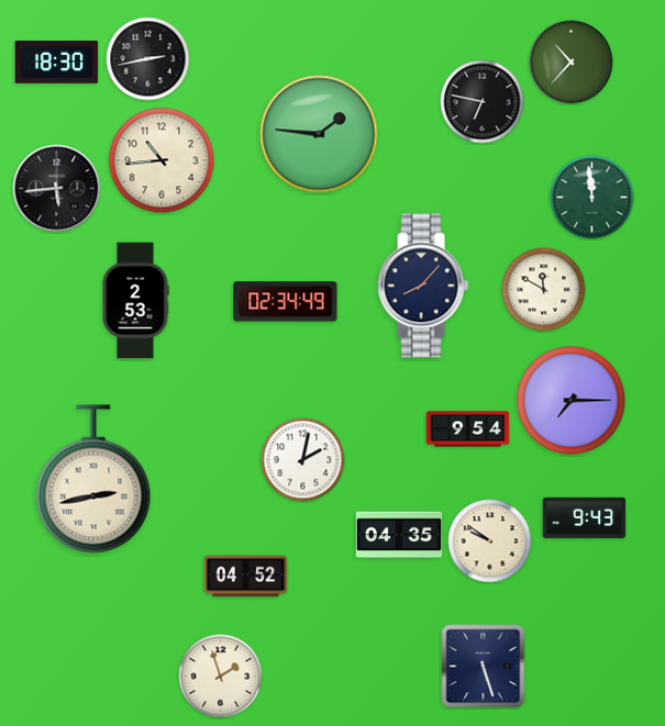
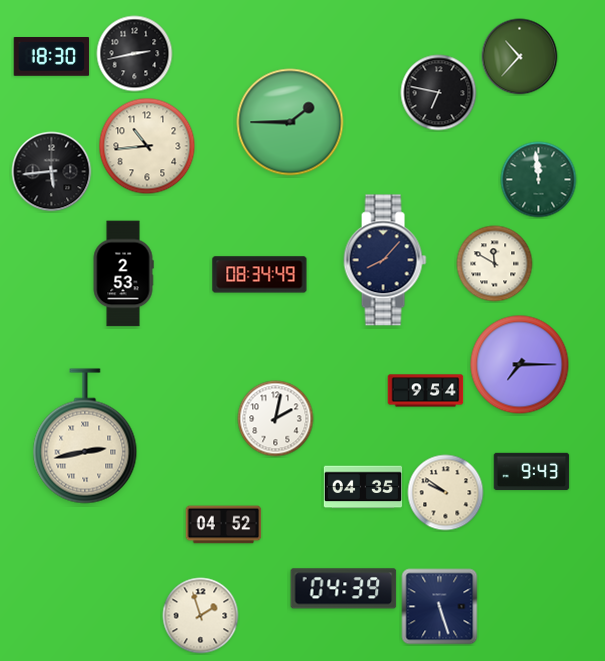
clock at (319, 134): 1:46 -> 1:45
clock at (286, 302): 02:34 -> 08:34
clock at (344, 589): none -> 04:39
